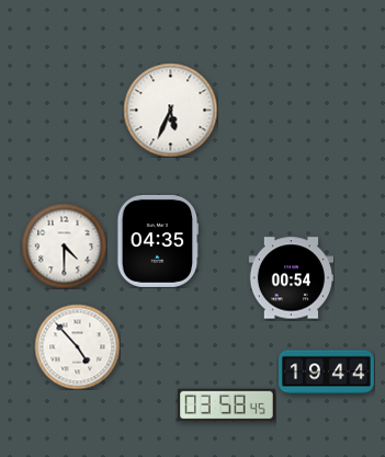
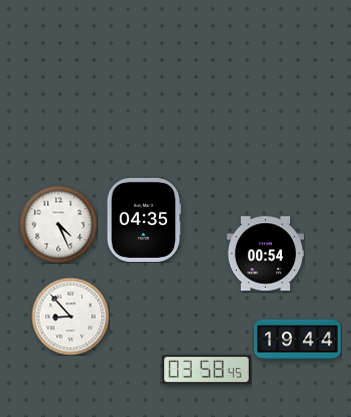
clock at (170, 110): 5:34 -> none
clock at (64, 245): 4:30 -> 4:26
clock at (77, 346): 4:53 -> 8:53
